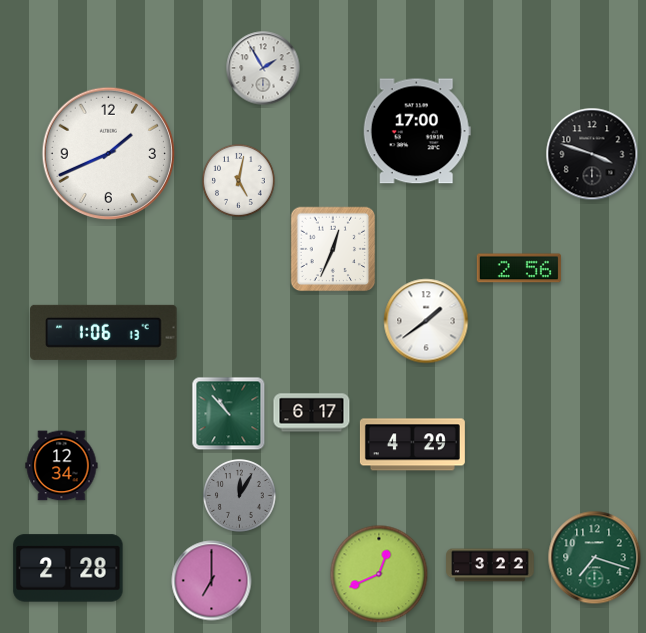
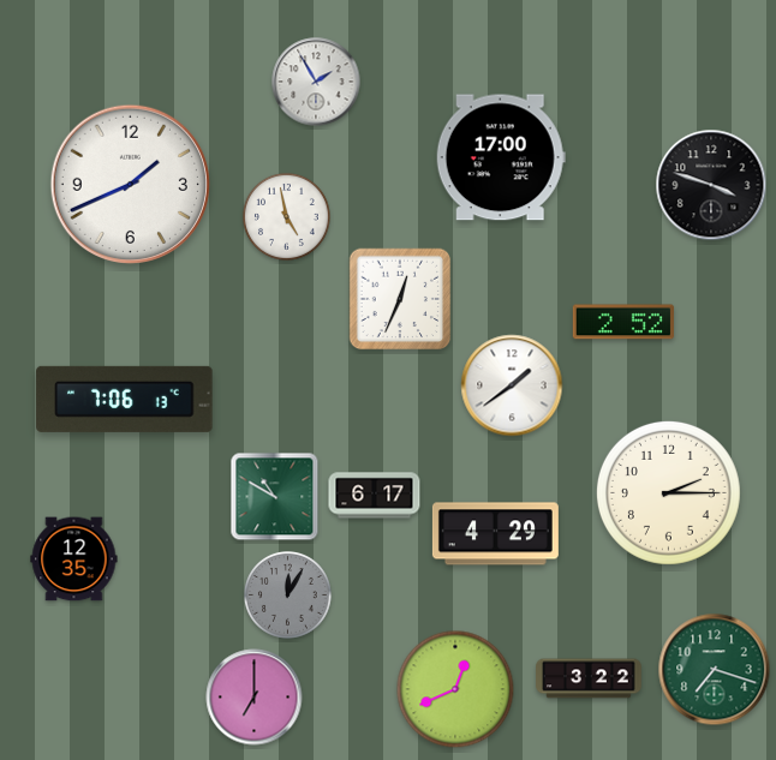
clock at (239, 181): 5:02 -> 4:58
clock at (519, 268): 2:56 -> 2:52
clock at (104, 332): 1:06 -> 7:06
clock at (668, 492): none -> 2:15
clock at (229, 414): 10:53 -> 10:50
clock at (62, 466): 12:34 -> 12:35
clock at (68, 568): 2:28 -> none
